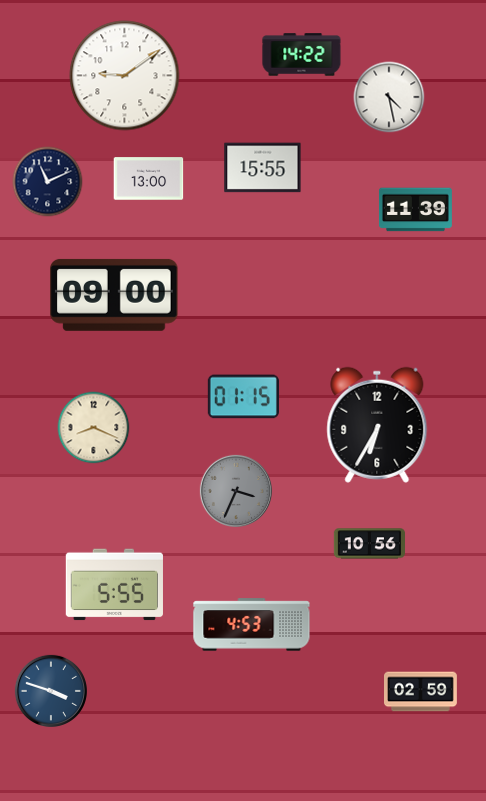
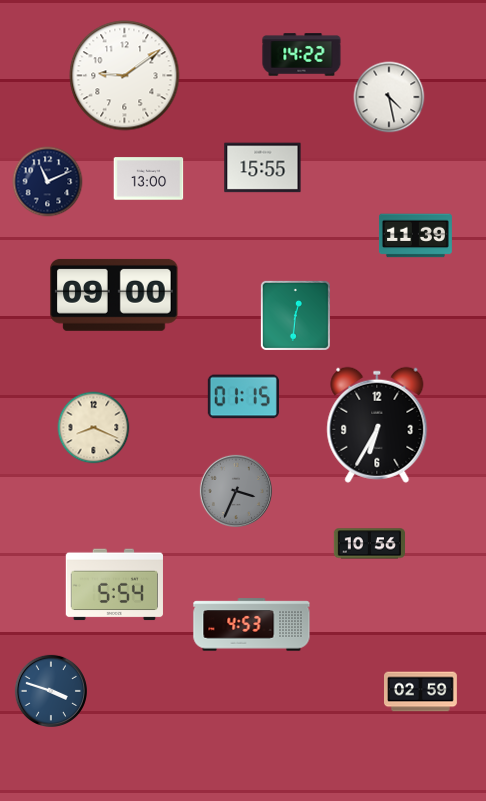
clock at (415, 210) position: (415, 210) -> (415, 236)
clock at (295, 315): none -> 12:31
clock at (114, 585): 5:55 -> 5:54
